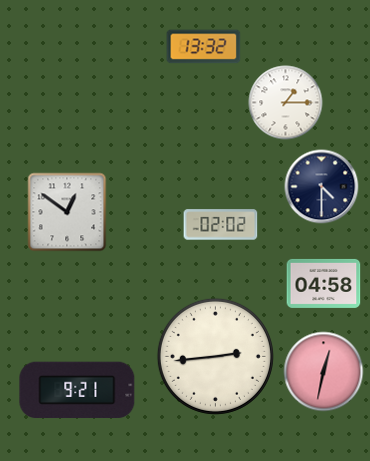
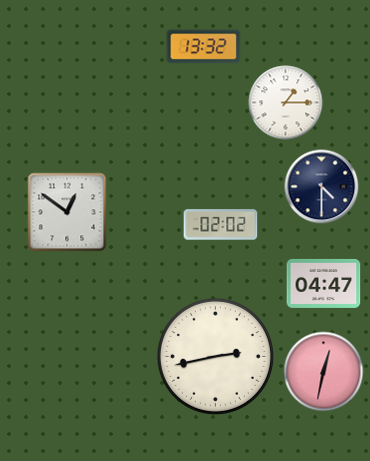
clock at (324, 283): 04:58 -> 04:47
clock at (215, 356): 2:44 -> 2:43
clock at (77, 390): 9:21 -> none
